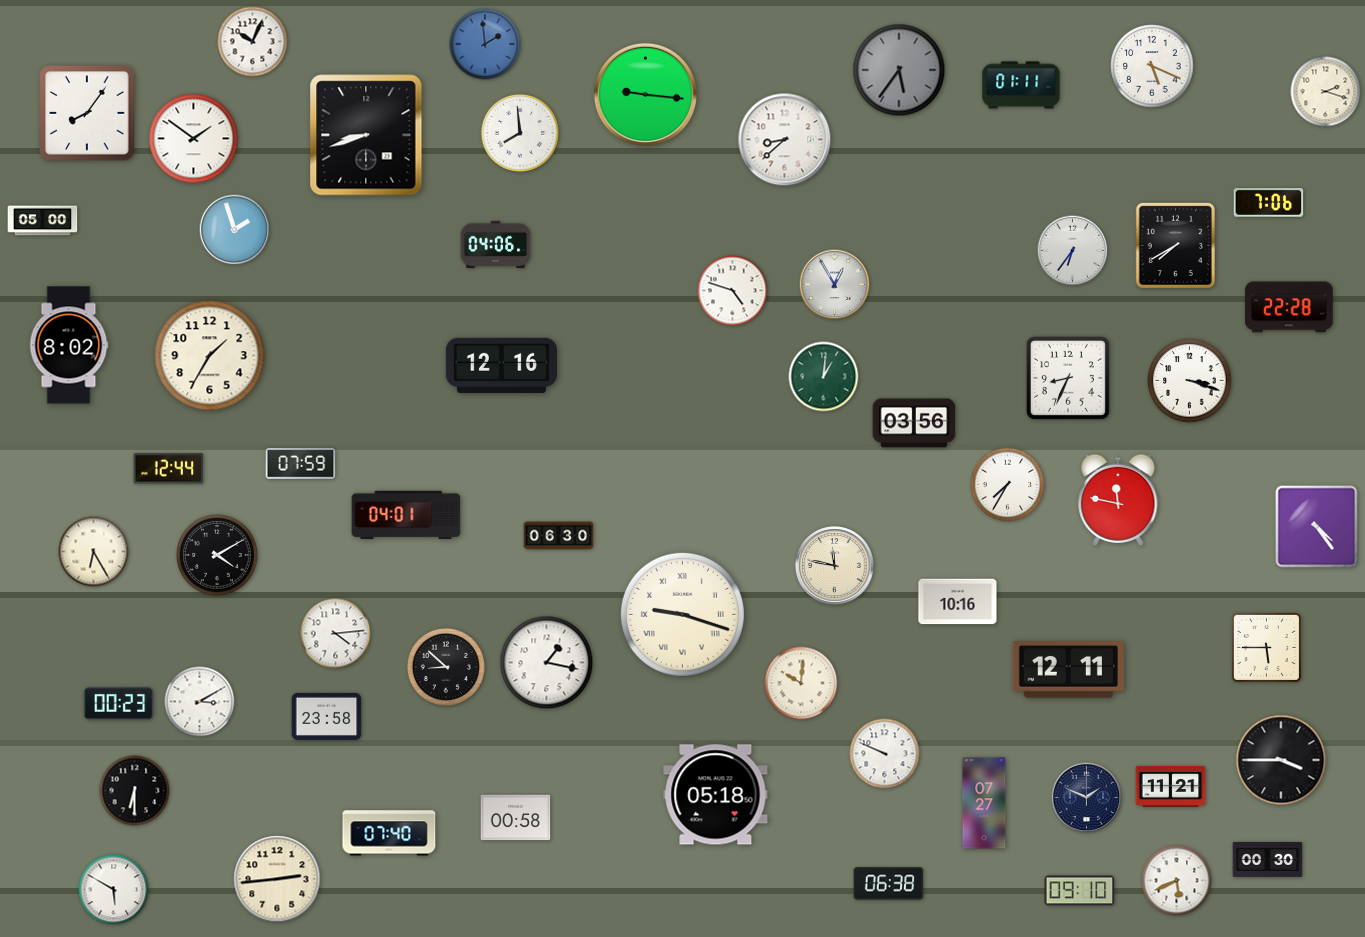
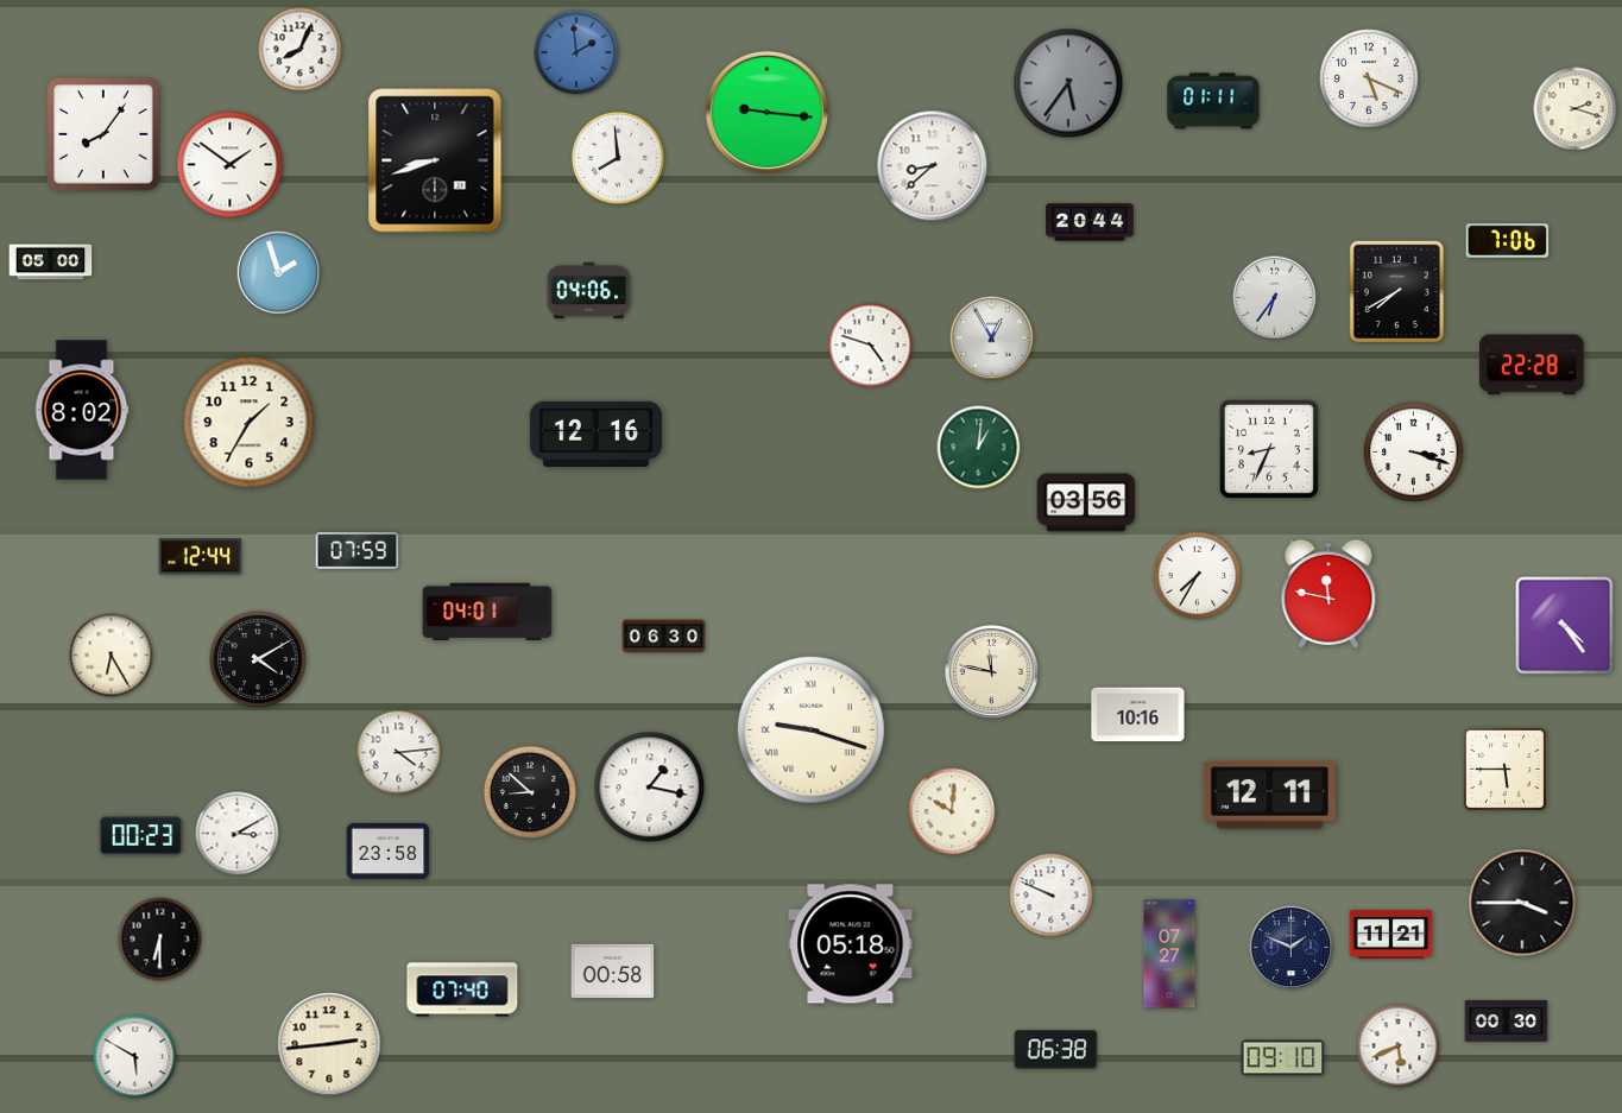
clock at (253, 42): 10:04 -> 8:04
clock at (1090, 222): none -> 20:44
clock at (406, 515) position: (406, 515) -> (487, 612)
